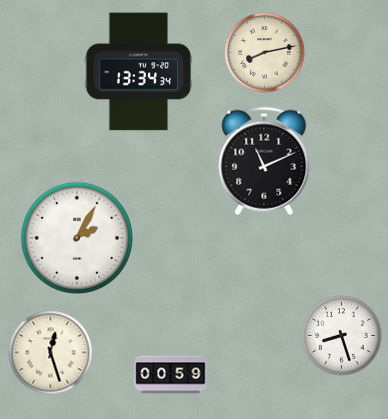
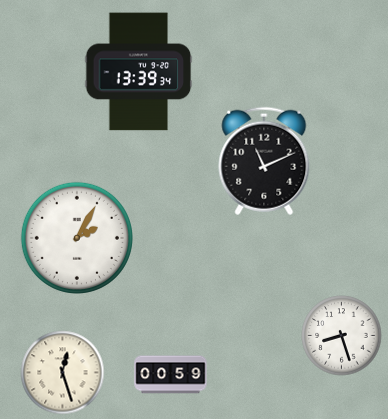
clock at (265, 53): 8:13 -> none
clock at (139, 72): 13:34 -> 13:39
clock at (51, 353) position: (51, 353) -> (63, 373)
